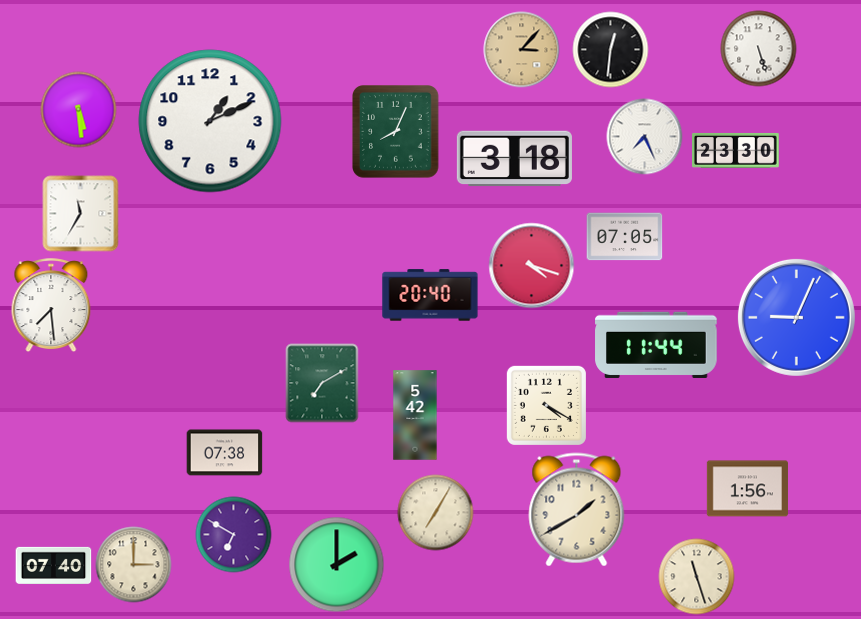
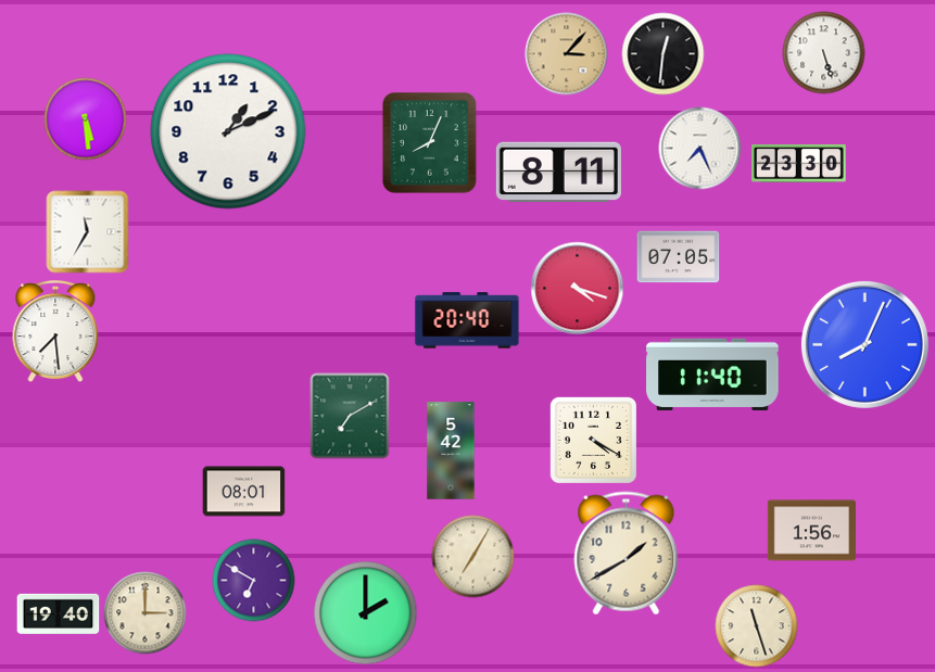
clock at (514, 159): 3:18 -> 8:11
clock at (796, 317): 9:04 -> 8:04
clock at (656, 345): 11:44 -> 11:40
clock at (225, 453): 07:38 -> 08:01
clock at (54, 565): 07:40 -> 19:40
